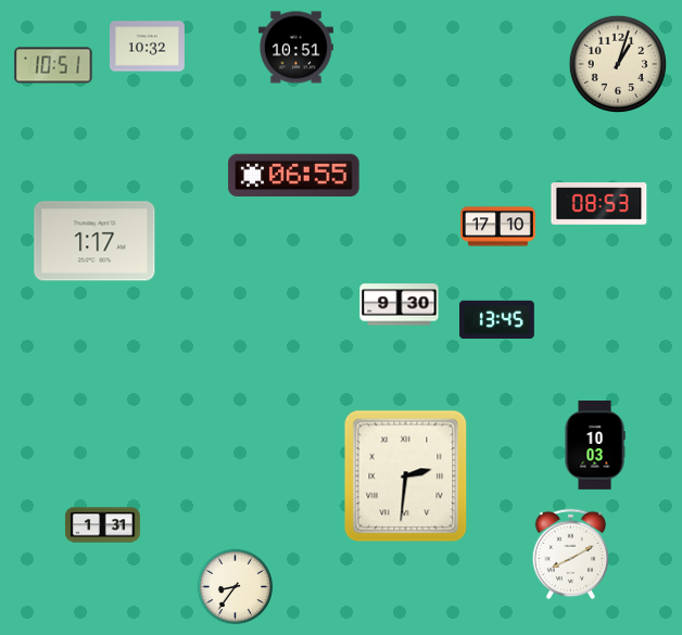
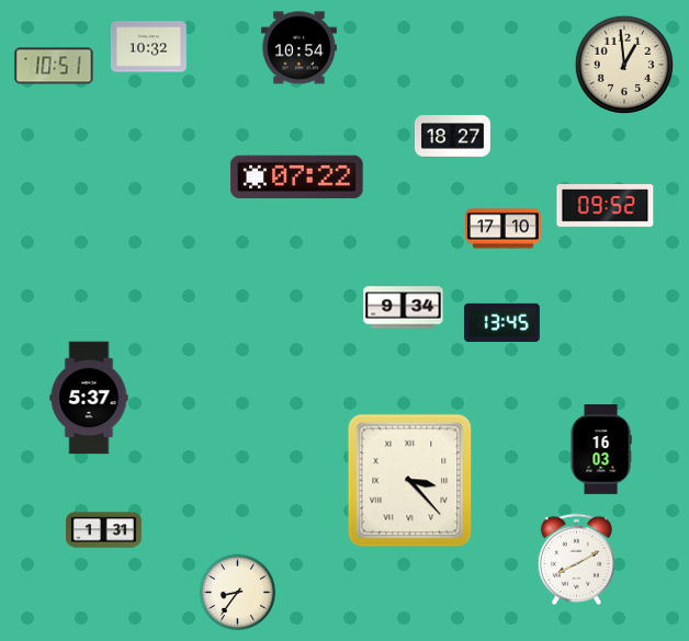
clock at (295, 48): 10:51 -> 10:54
clock at (618, 64): 1:03 -> 12:59
clock at (452, 137): none -> 18:27
clock at (294, 175): 06:55 -> 07:22
clock at (599, 204): 08:53 -> 09:52
clock at (94, 241): 1:17 -> none
clock at (400, 305): 9:30 -> 9:34
clock at (89, 398): none -> 5:37
clock at (595, 446): 10:03 -> 16:03
clock at (406, 477): 2:31 -> 3:23
